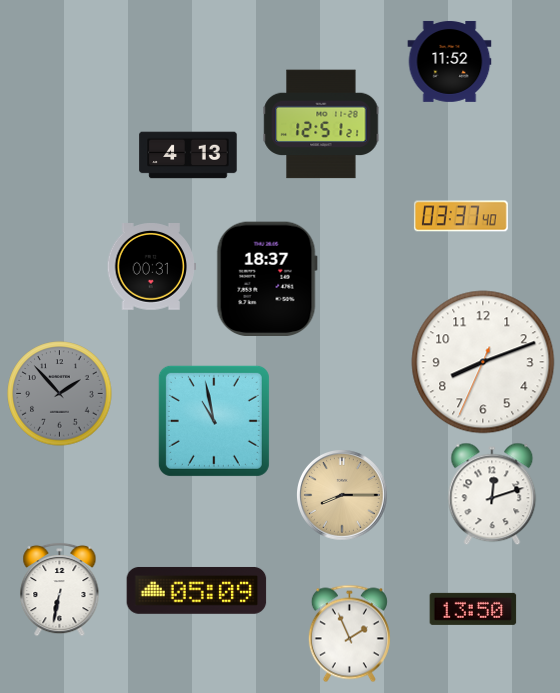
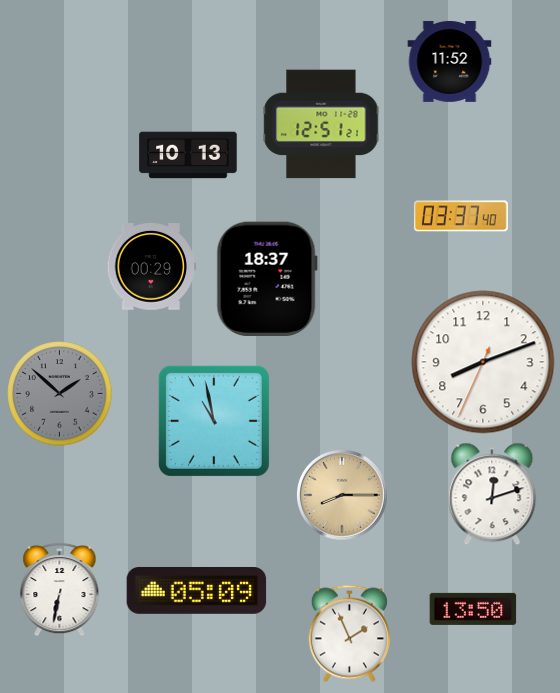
clock at (188, 155): 4:13 -> 10:13
clock at (151, 267): 00:31 -> 00:29
clock at (60, 394): 1:53 -> 1:52
